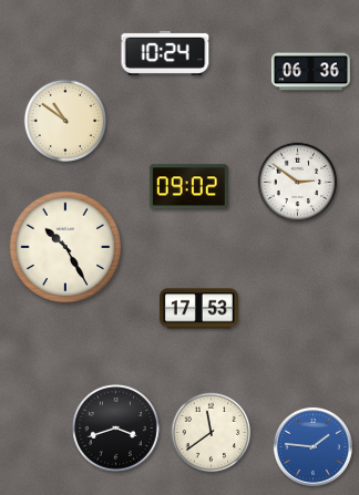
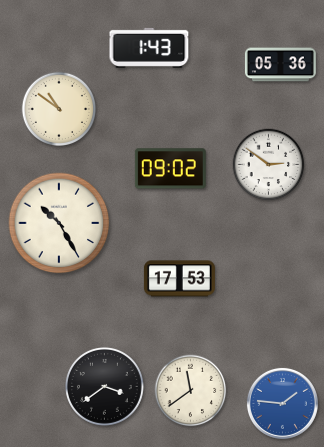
clock at (165, 53): 10:24 -> 1:43
clock at (310, 72): 06:36 -> 05:36
clock at (115, 427): 3:42 -> 3:39
